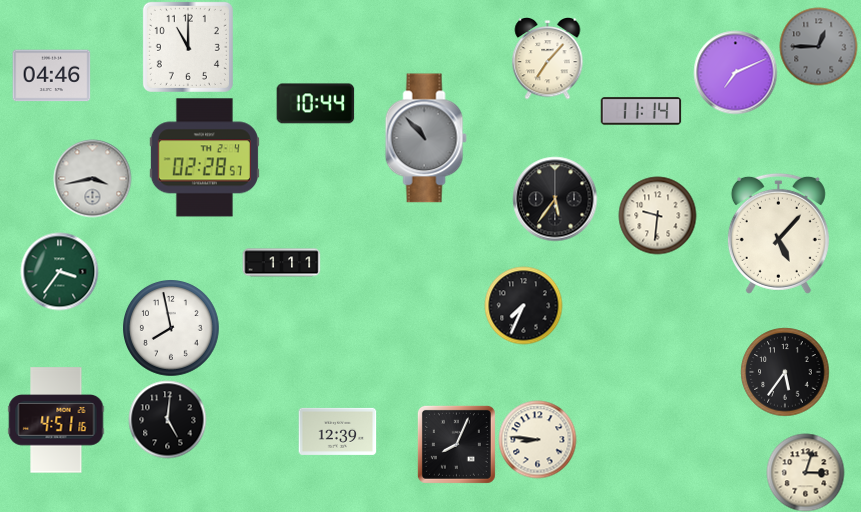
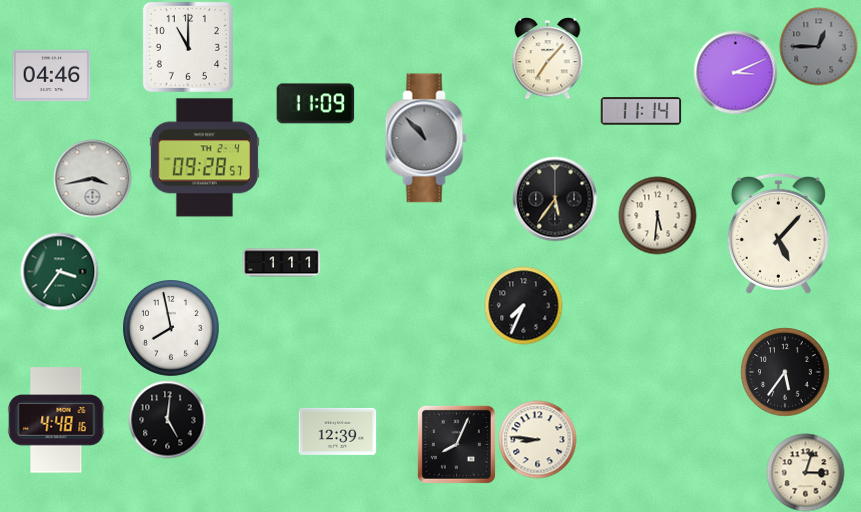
clock at (735, 72): 7:11 -> 3:11
clock at (315, 104): 10:44 -> 11:09
clock at (204, 158): 02:28 -> 09:28
clock at (657, 215): 9:31 -> 5:31
clock at (56, 420): 4:51 -> 4:48
